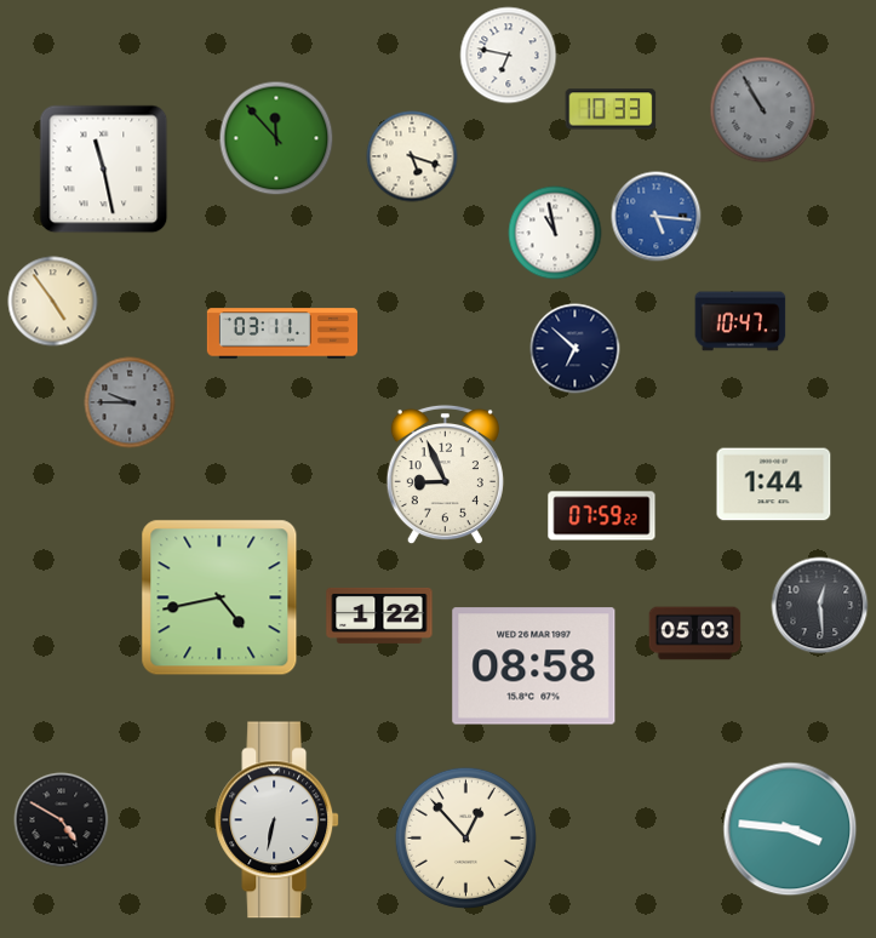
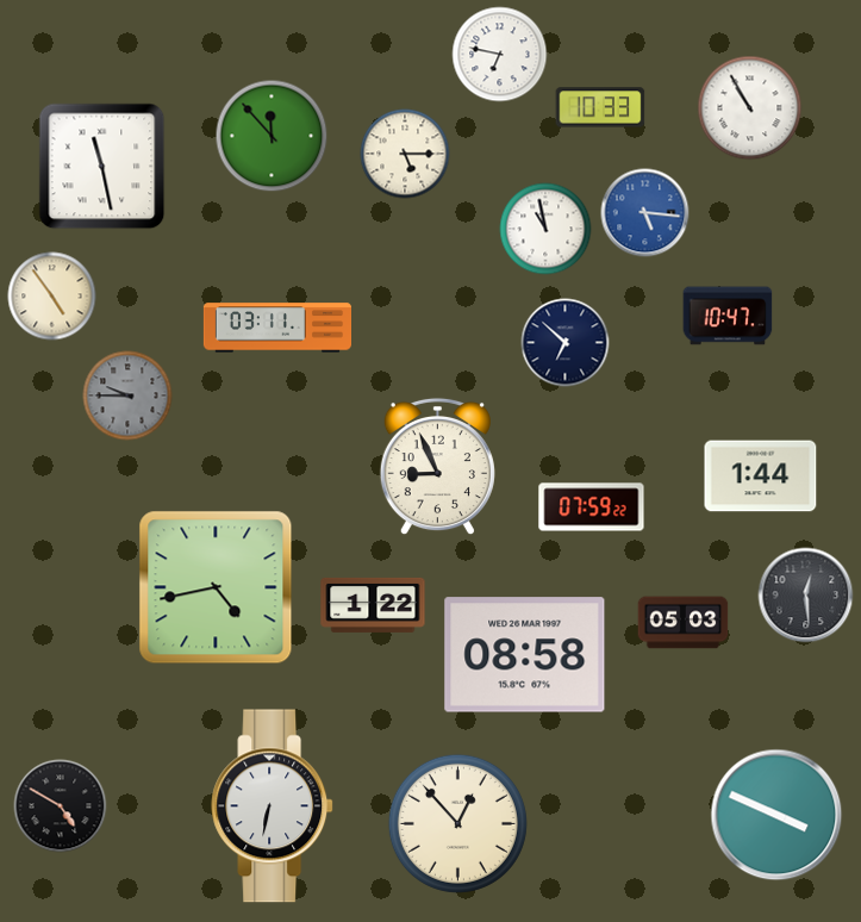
clock at (763, 110) dial: grey -> white
clock at (412, 156): 5:18 -> 5:15
clock at (790, 829): 3:46 -> 3:49
